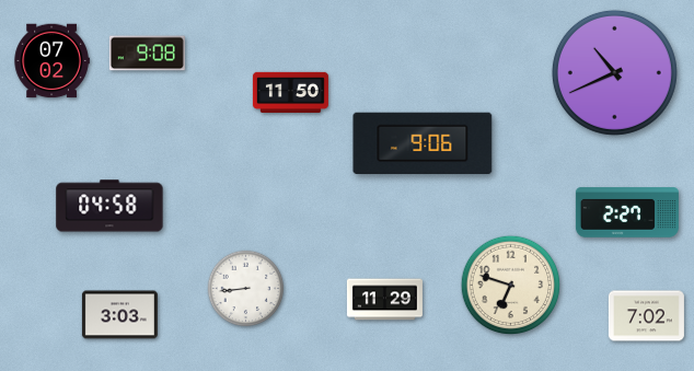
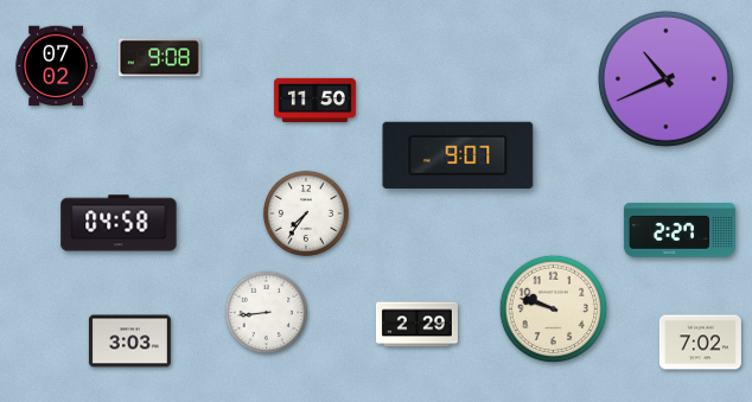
clock at (423, 142): 9:06 -> 9:07
clock at (306, 213): none -> 7:36
clock at (511, 286): 6:48 -> 9:48
clock at (384, 300): 11:29 -> 2:29
